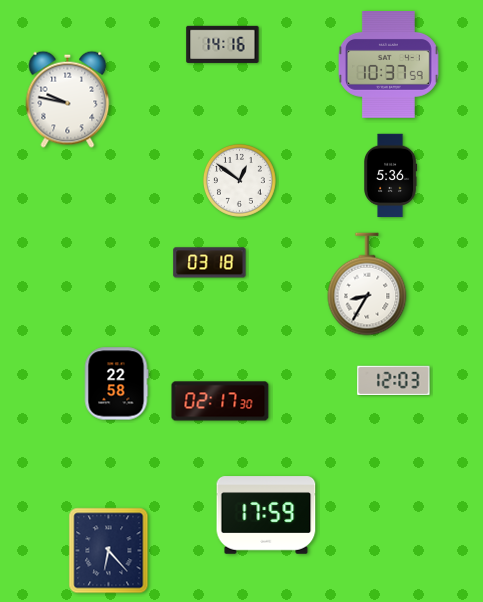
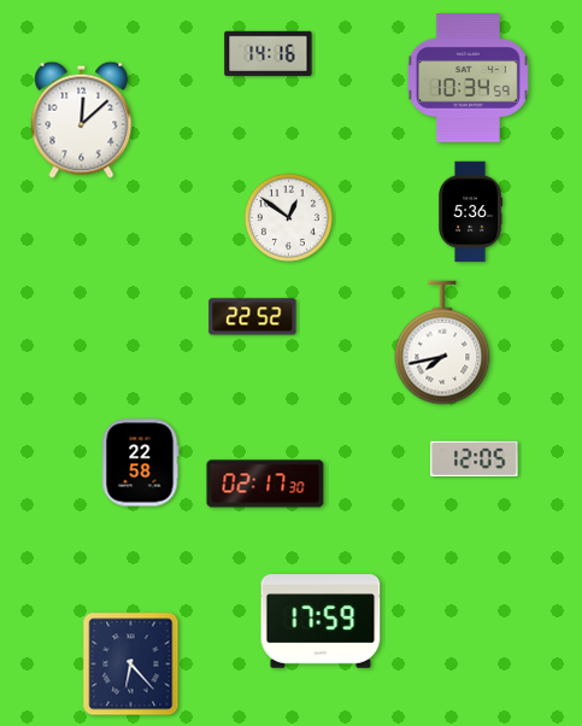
clock at (389, 65): 10:37 -> 10:34
clock at (68, 99): 9:47 -> 12:08
clock at (210, 263): 03:18 -> 22:52
clock at (367, 284): 8:35 -> 7:43
clock at (394, 380): 12:03 -> 12:05
